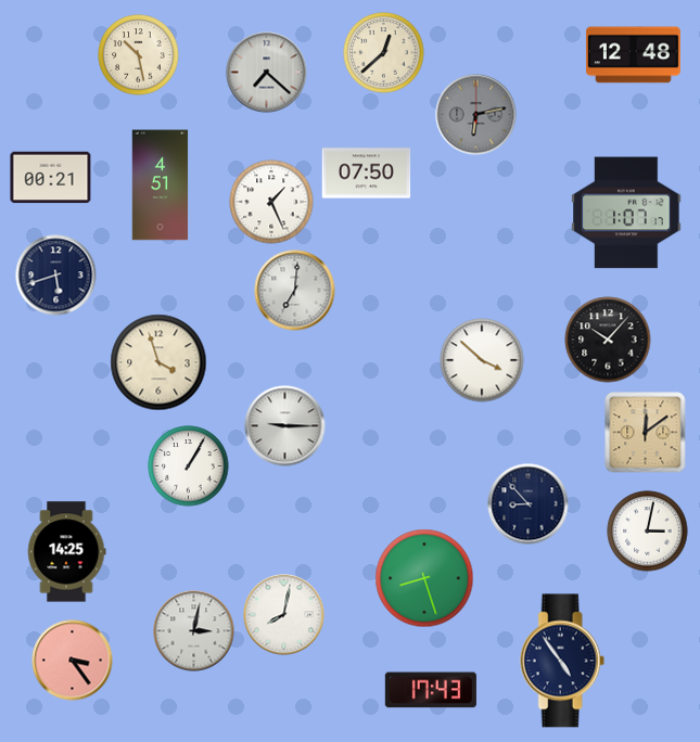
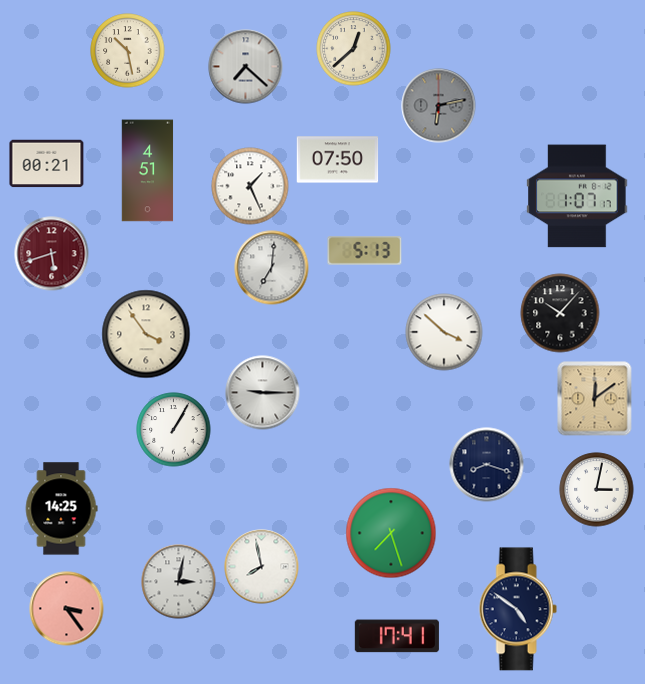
clock at (633, 55): 12:48 -> none
clock at (365, 251): none -> 5:13
clock at (56, 276) dial: navy -> burgundy
clock at (158, 362): 3:57 -> 3:54
clock at (529, 504): 8:53 -> 8:18
clock at (424, 578): 8:27 -> 7:27
clock at (284, 615): 8:02 -> 7:58
clock at (562, 661): 4:54 -> 4:51
clock at (431, 690): 17:43 -> 17:41
